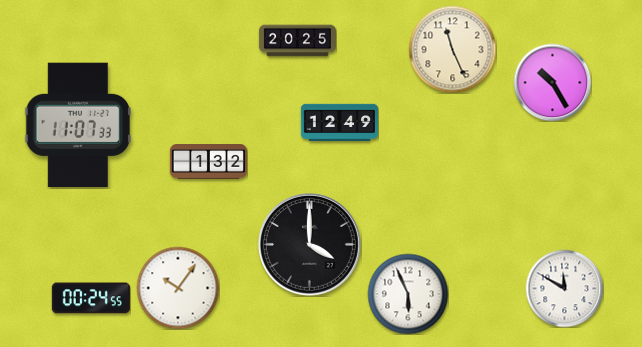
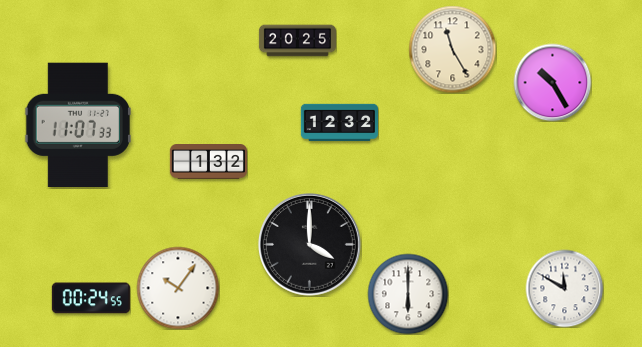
clock at (452, 49): 11:26 -> 11:25
clock at (339, 123): 12:49 -> 12:32
clock at (408, 294): 5:56 -> 6:00
